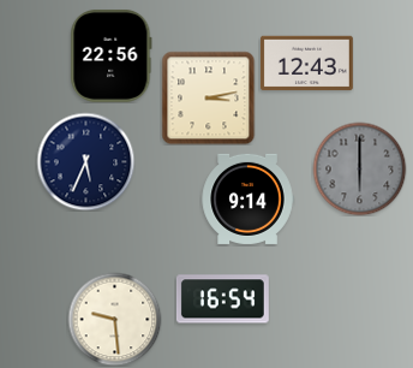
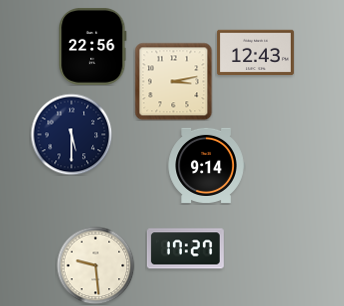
clock at (85, 161): 5:34 -> 5:30
clock at (359, 168): 6:00 -> none
clock at (222, 299): 16:54 -> 17:27
